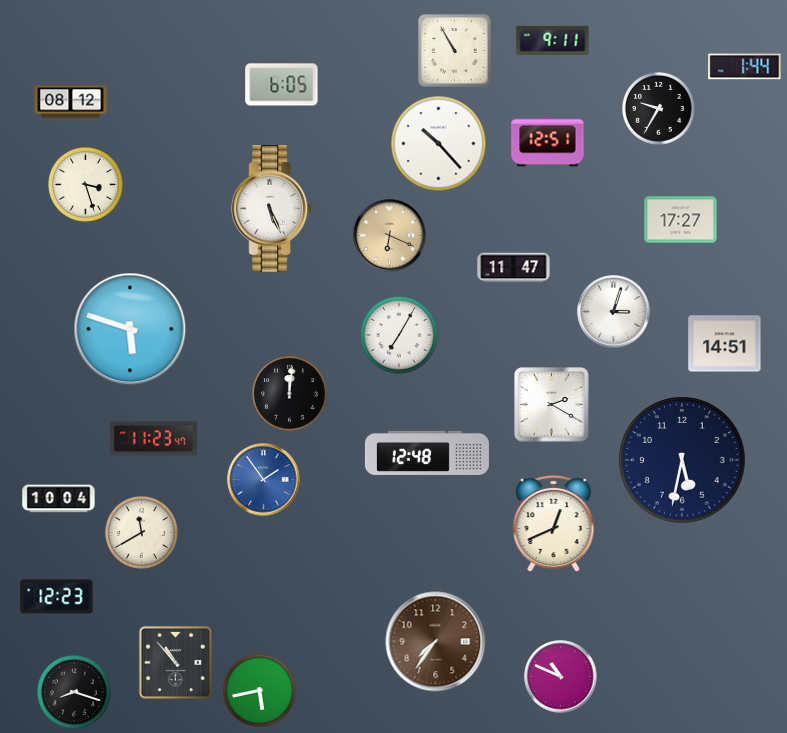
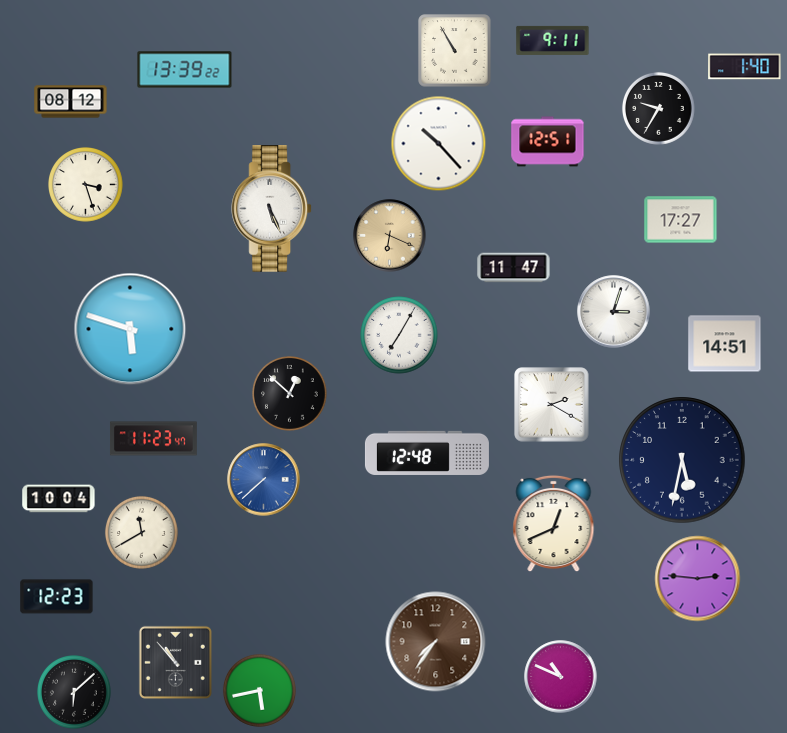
clock at (745, 67): 1:44 -> 1:40
clock at (185, 70): none -> 13:39
clock at (282, 85): 6:05 -> none
clock at (290, 394): 12:01 -> 12:52
clock at (264, 480): 1:54 -> 7:38
clock at (698, 579): none -> 2:46
clock at (75, 693): 8:18 -> 6:08
